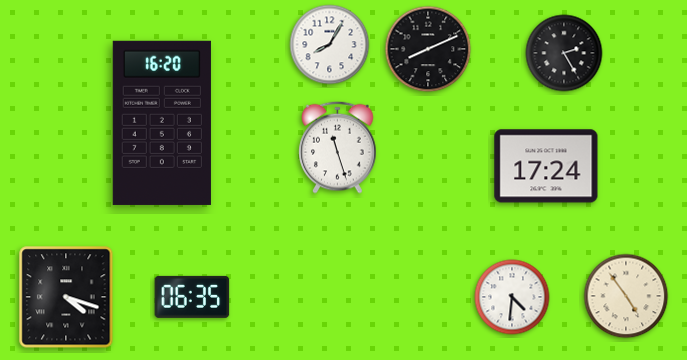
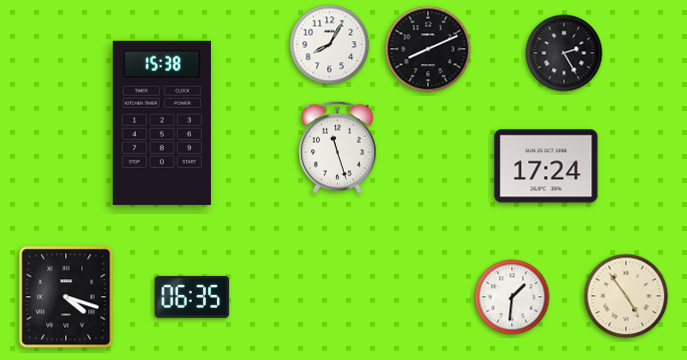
clock at (162, 123): 16:20 -> 15:38
clock at (512, 297): 4:31 -> 1:31
